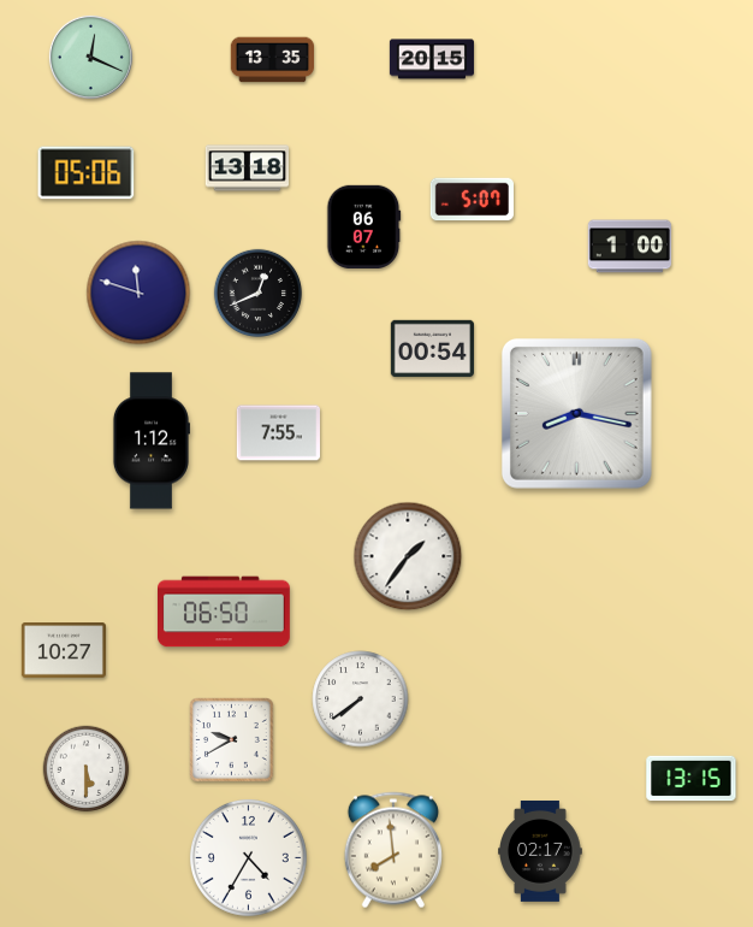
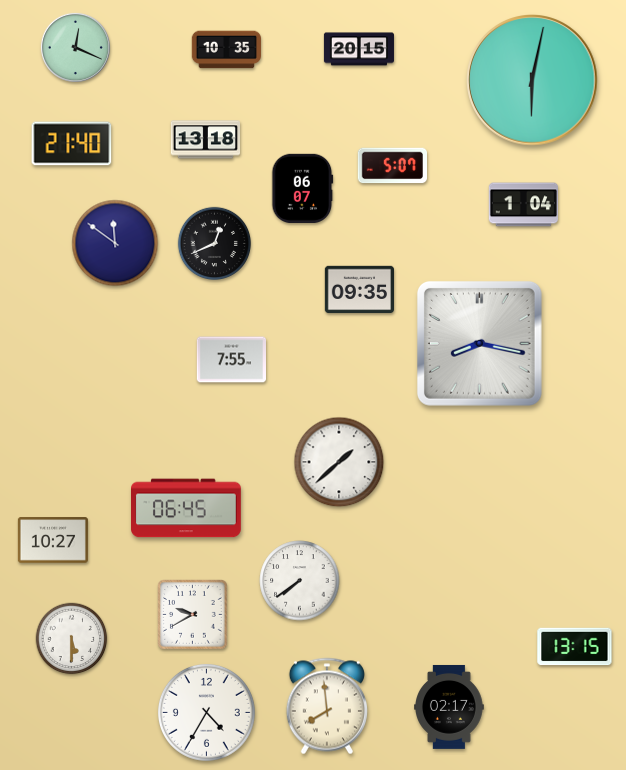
clock at (272, 60): 13:35 -> 10:35
clock at (532, 80): none -> 6:02
clock at (87, 173): 05:06 -> 21:40
clock at (629, 247): 1:00 -> 1:04
clock at (138, 293): 11:48 -> 11:51
clock at (432, 349): 00:54 -> 09:35
clock at (150, 441): 1:12 -> none
clock at (408, 556): 1:36 -> 1:38
clock at (225, 612): 06:50 -> 06:45
